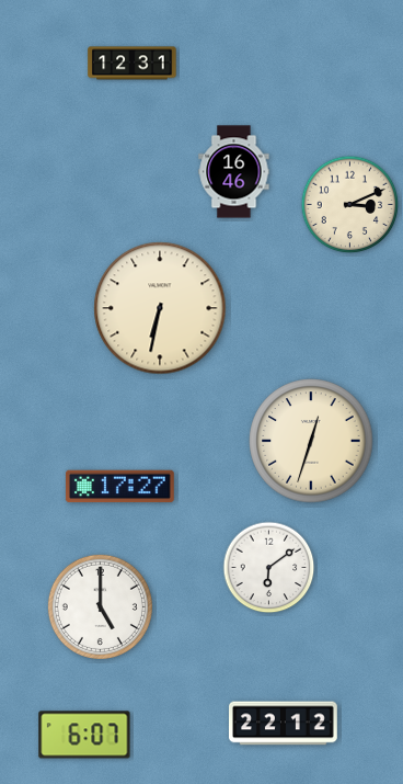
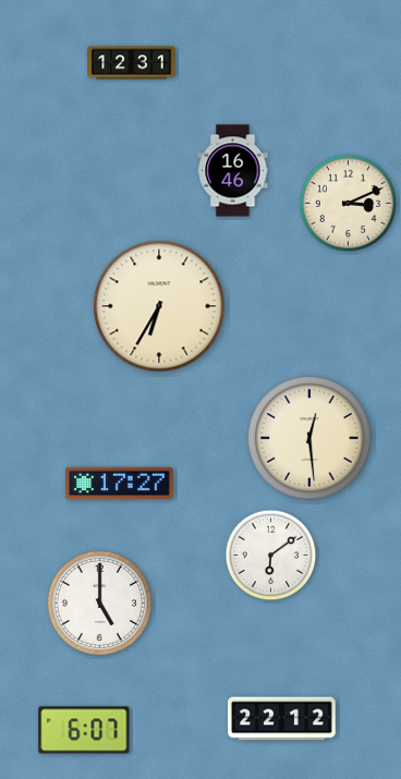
clock at (160, 308): 6:32 -> 6:35
clock at (311, 441): 12:33 -> 12:29
clock at (269, 568) position: (269, 568) -> (271, 556)
